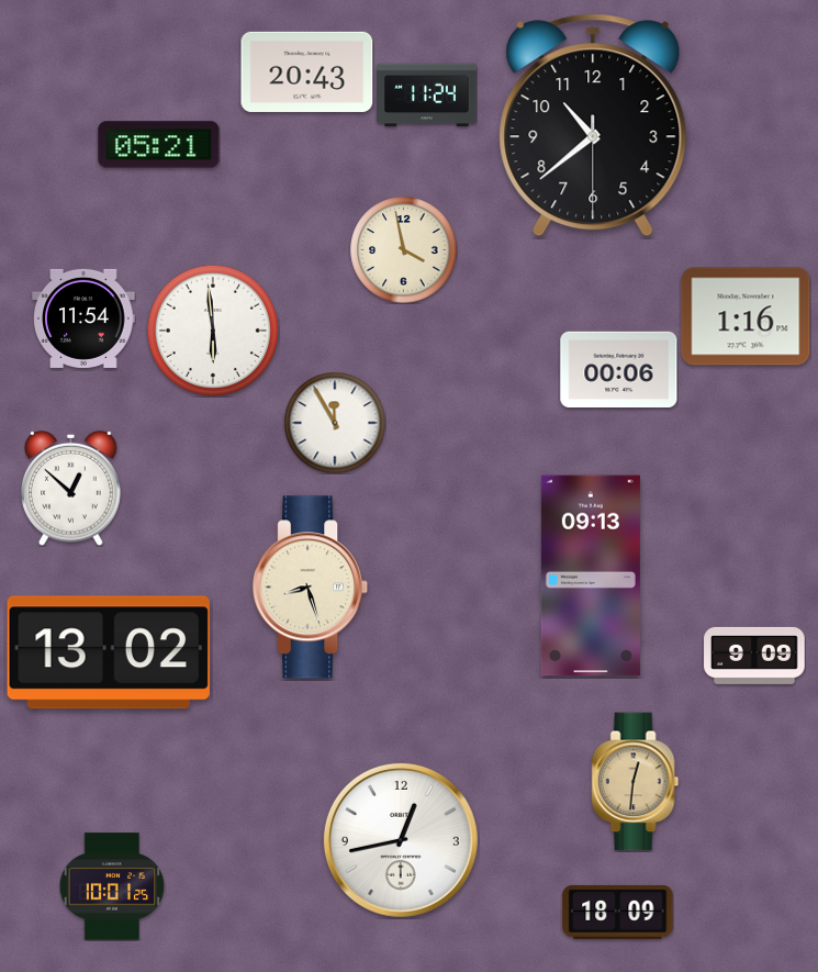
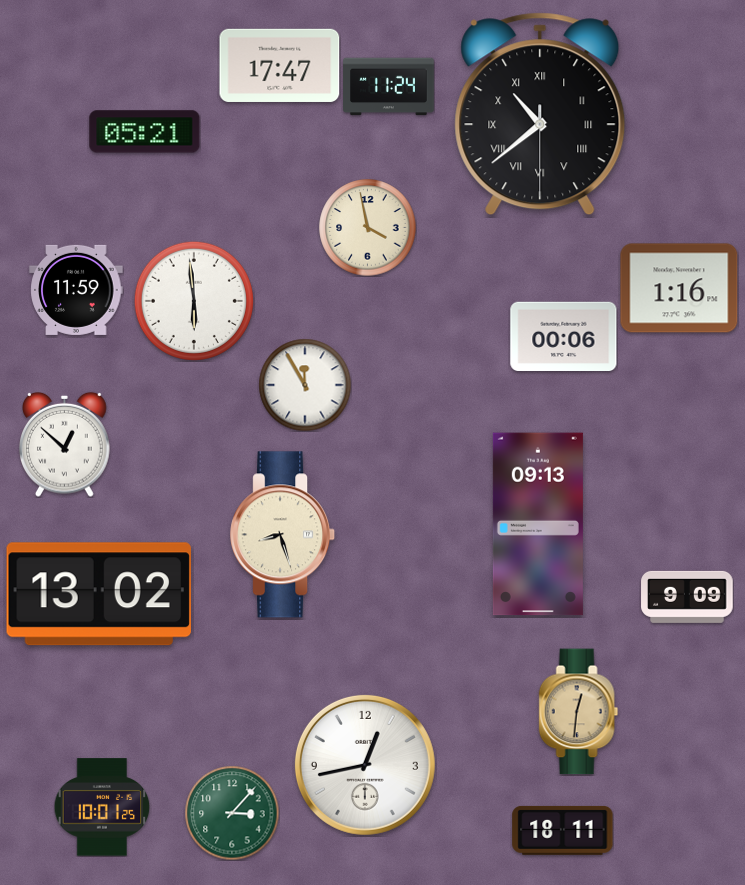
clock at (307, 71): 20:43 -> 17:47
clock at (593, 125) numerals: Arabic -> Roman
clock at (83, 319): 11:54 -> 11:59
clock at (232, 813): none -> 3:07
clock at (618, 912): 18:09 -> 18:11
